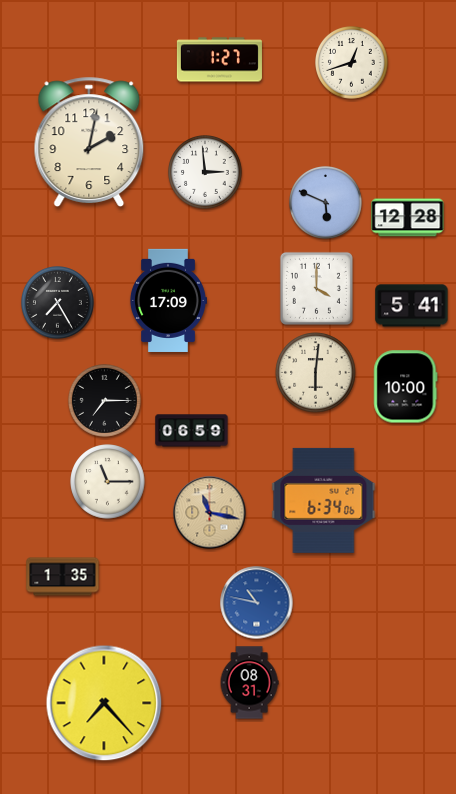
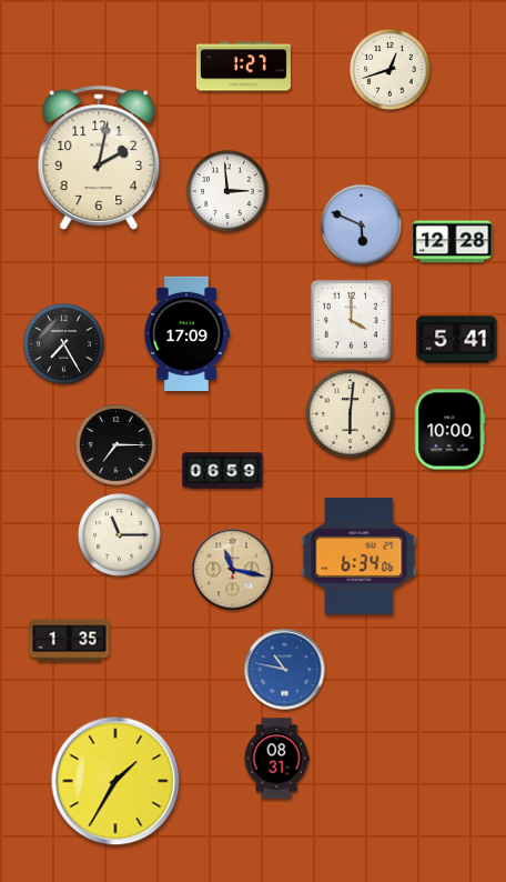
clock at (58, 303) position: (58, 303) -> (64, 344)
clock at (192, 431) position: (192, 431) -> (223, 471)
clock at (104, 703): 7:23 -> 1:35
